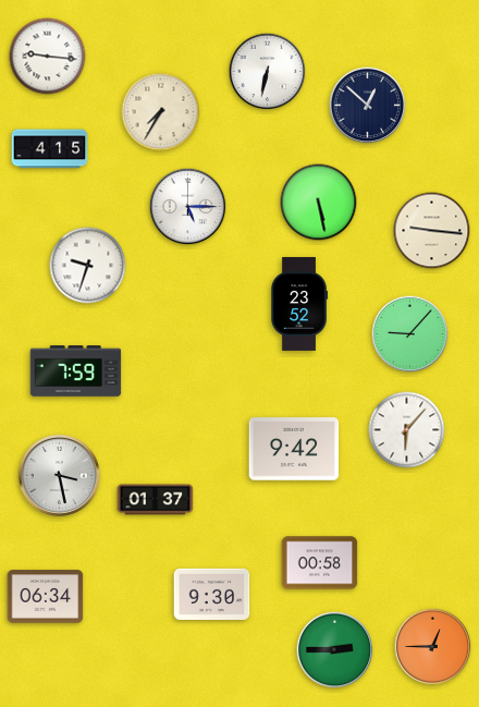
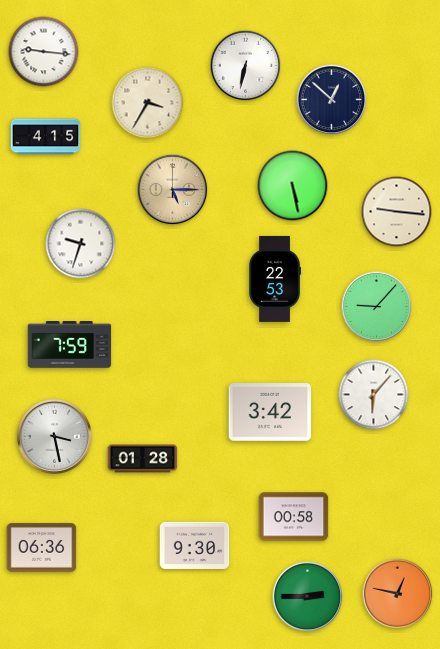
clock at (368, 106) position: (368, 106) -> (332, 100)
clock at (161, 112): 7:35 -> 3:35
clock at (188, 207) dial: white -> champagne
clock at (298, 304): 23:52 -> 22:53
clock at (76, 371) position: (76, 371) -> (70, 345)
clock at (294, 449): 9:42 -> 3:42
clock at (156, 500): 01:37 -> 01:28
clock at (46, 597): 06:34 -> 06:36
clock at (433, 647): 12:45 -> 12:47
